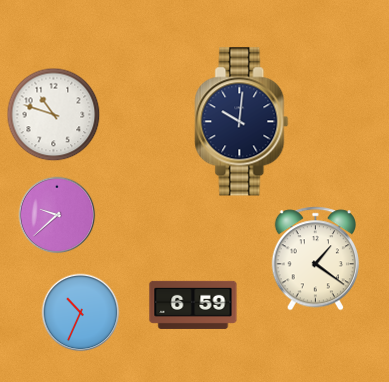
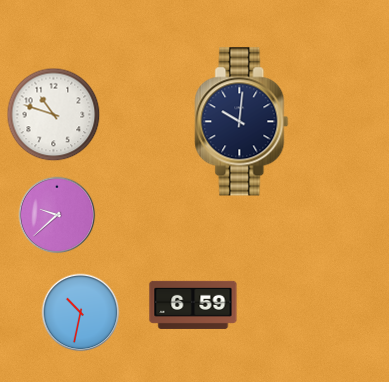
clock at (315, 259): 1:21 -> none
clock at (81, 313): 10:34 -> 10:32
